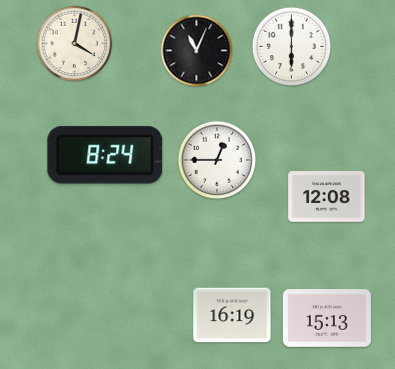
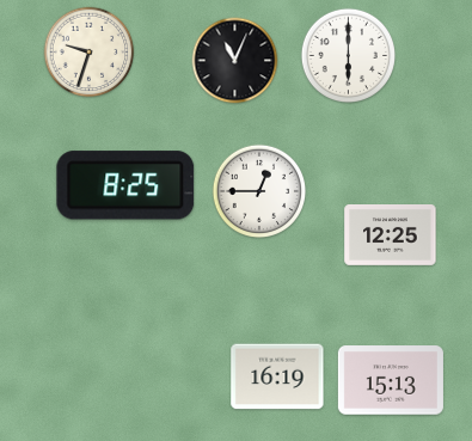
clock at (75, 44): 4:02 -> 9:33
clock at (105, 155): 8:24 -> 8:25
clock at (327, 197): 12:08 -> 12:25
